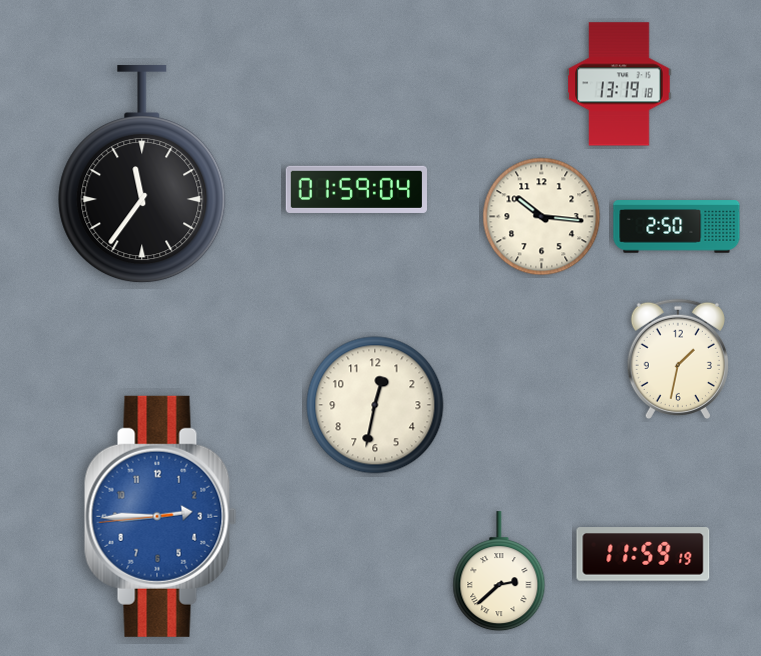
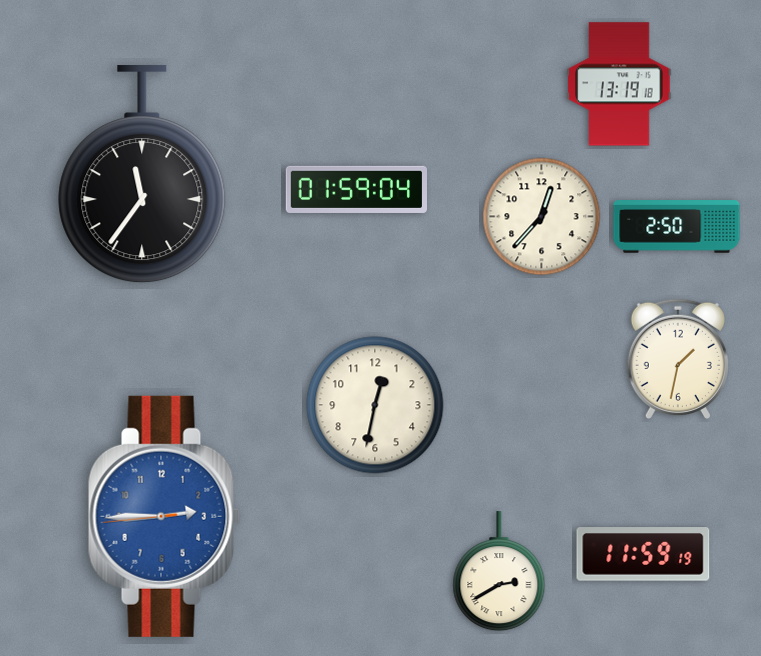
clock at (542, 217): 10:16 -> 12:37
clock at (161, 516) position: (161, 516) -> (165, 516)
clock at (499, 572): 2:38 -> 2:40
